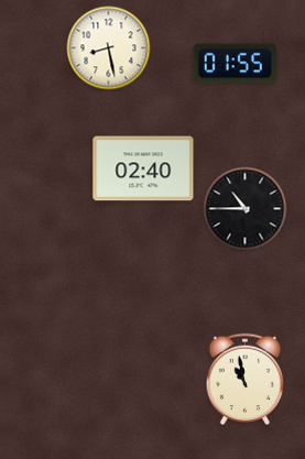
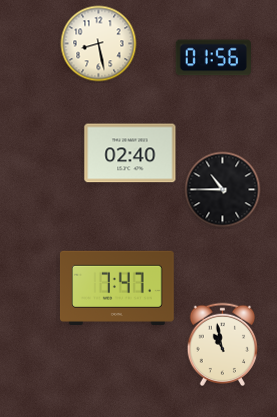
clock at (235, 64): 01:55 -> 01:56
clock at (117, 288): none -> 7:47
